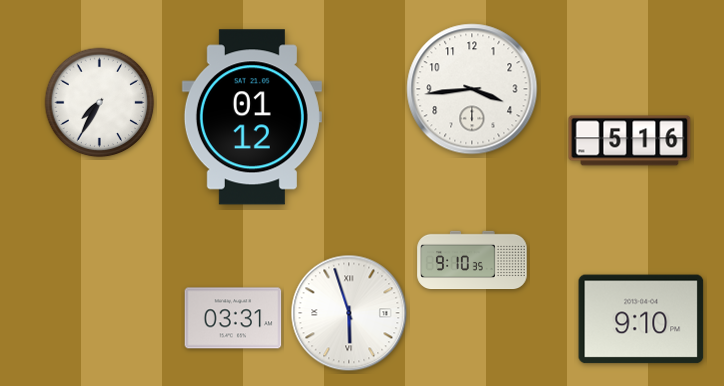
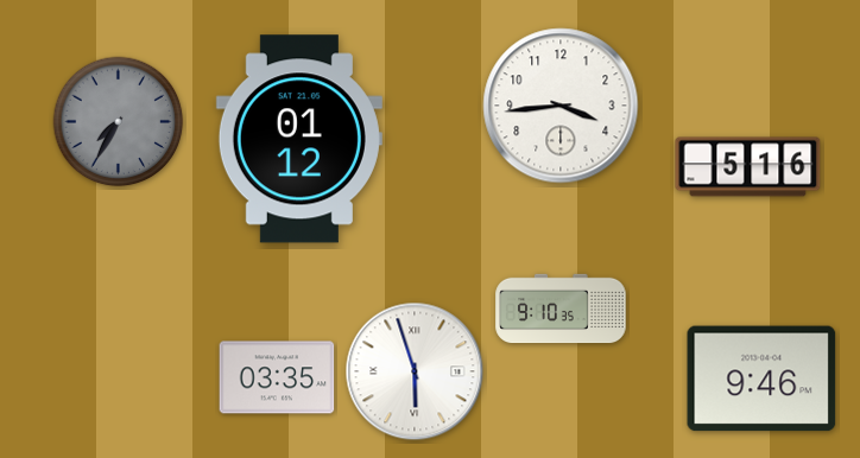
clock at (100, 103) dial: white -> grey
clock at (233, 318): 03:31 -> 03:35
clock at (641, 319): 9:10 -> 9:46
